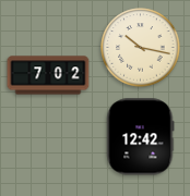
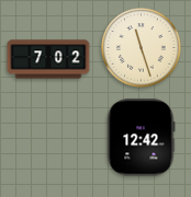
clock at (141, 48): 10:17 -> 11:27
clock at (48, 75) position: (48, 75) -> (48, 59)
